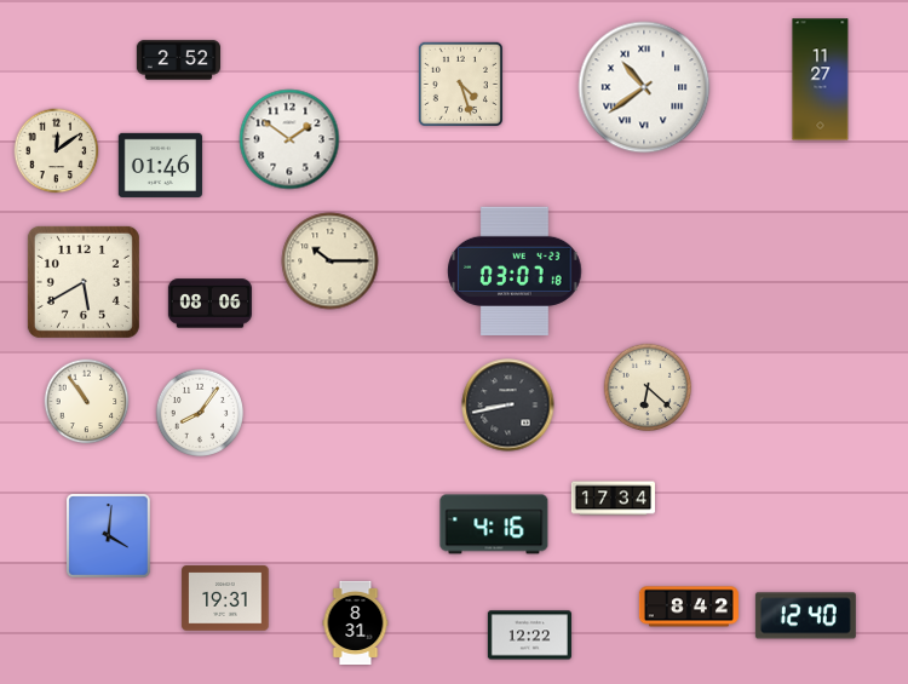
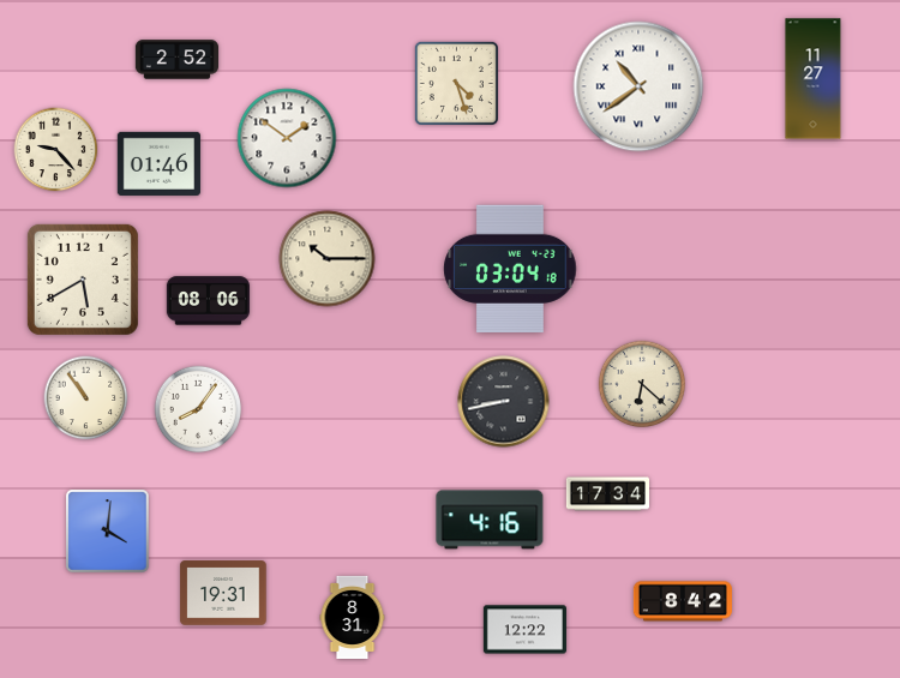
clock at (57, 151): 12:09 -> 9:23
clock at (515, 271): 03:07 -> 03:04
clock at (805, 616): 12:40 -> none
